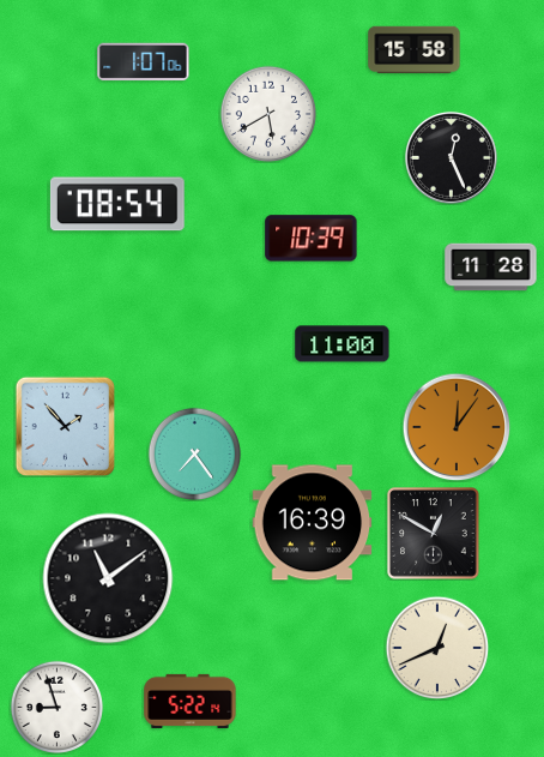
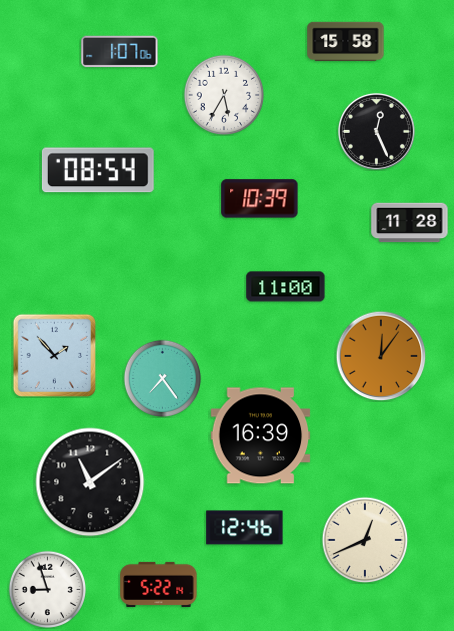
clock at (268, 114): 5:40 -> 5:35
clock at (434, 534): 12:50 -> none
clock at (245, 528): none -> 12:46
